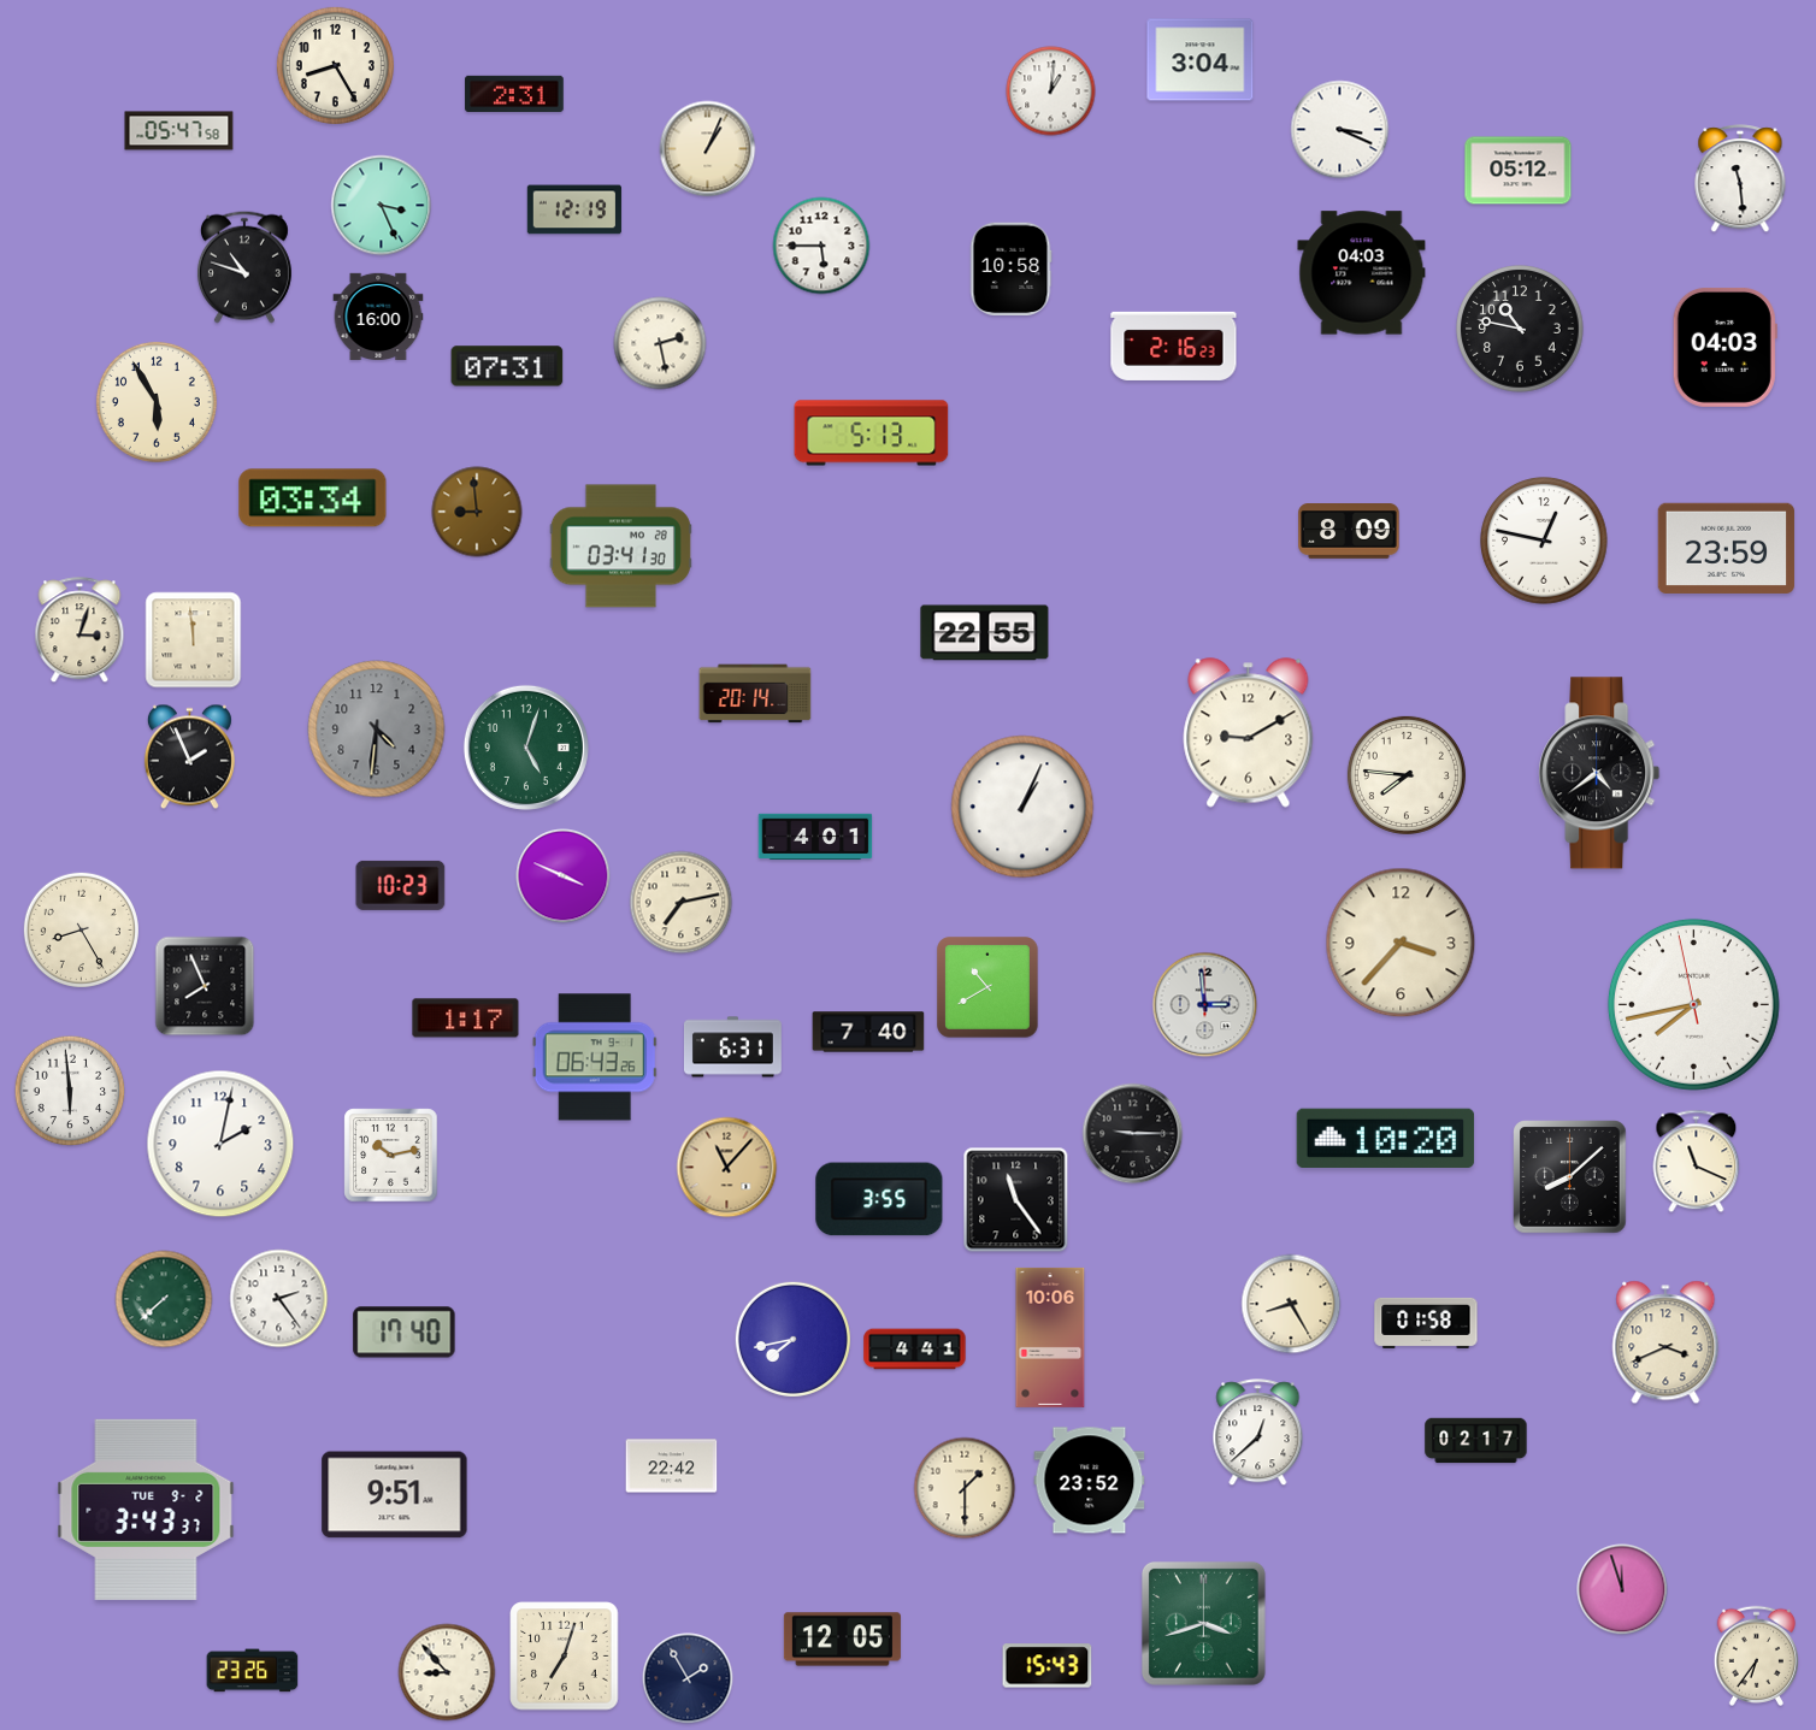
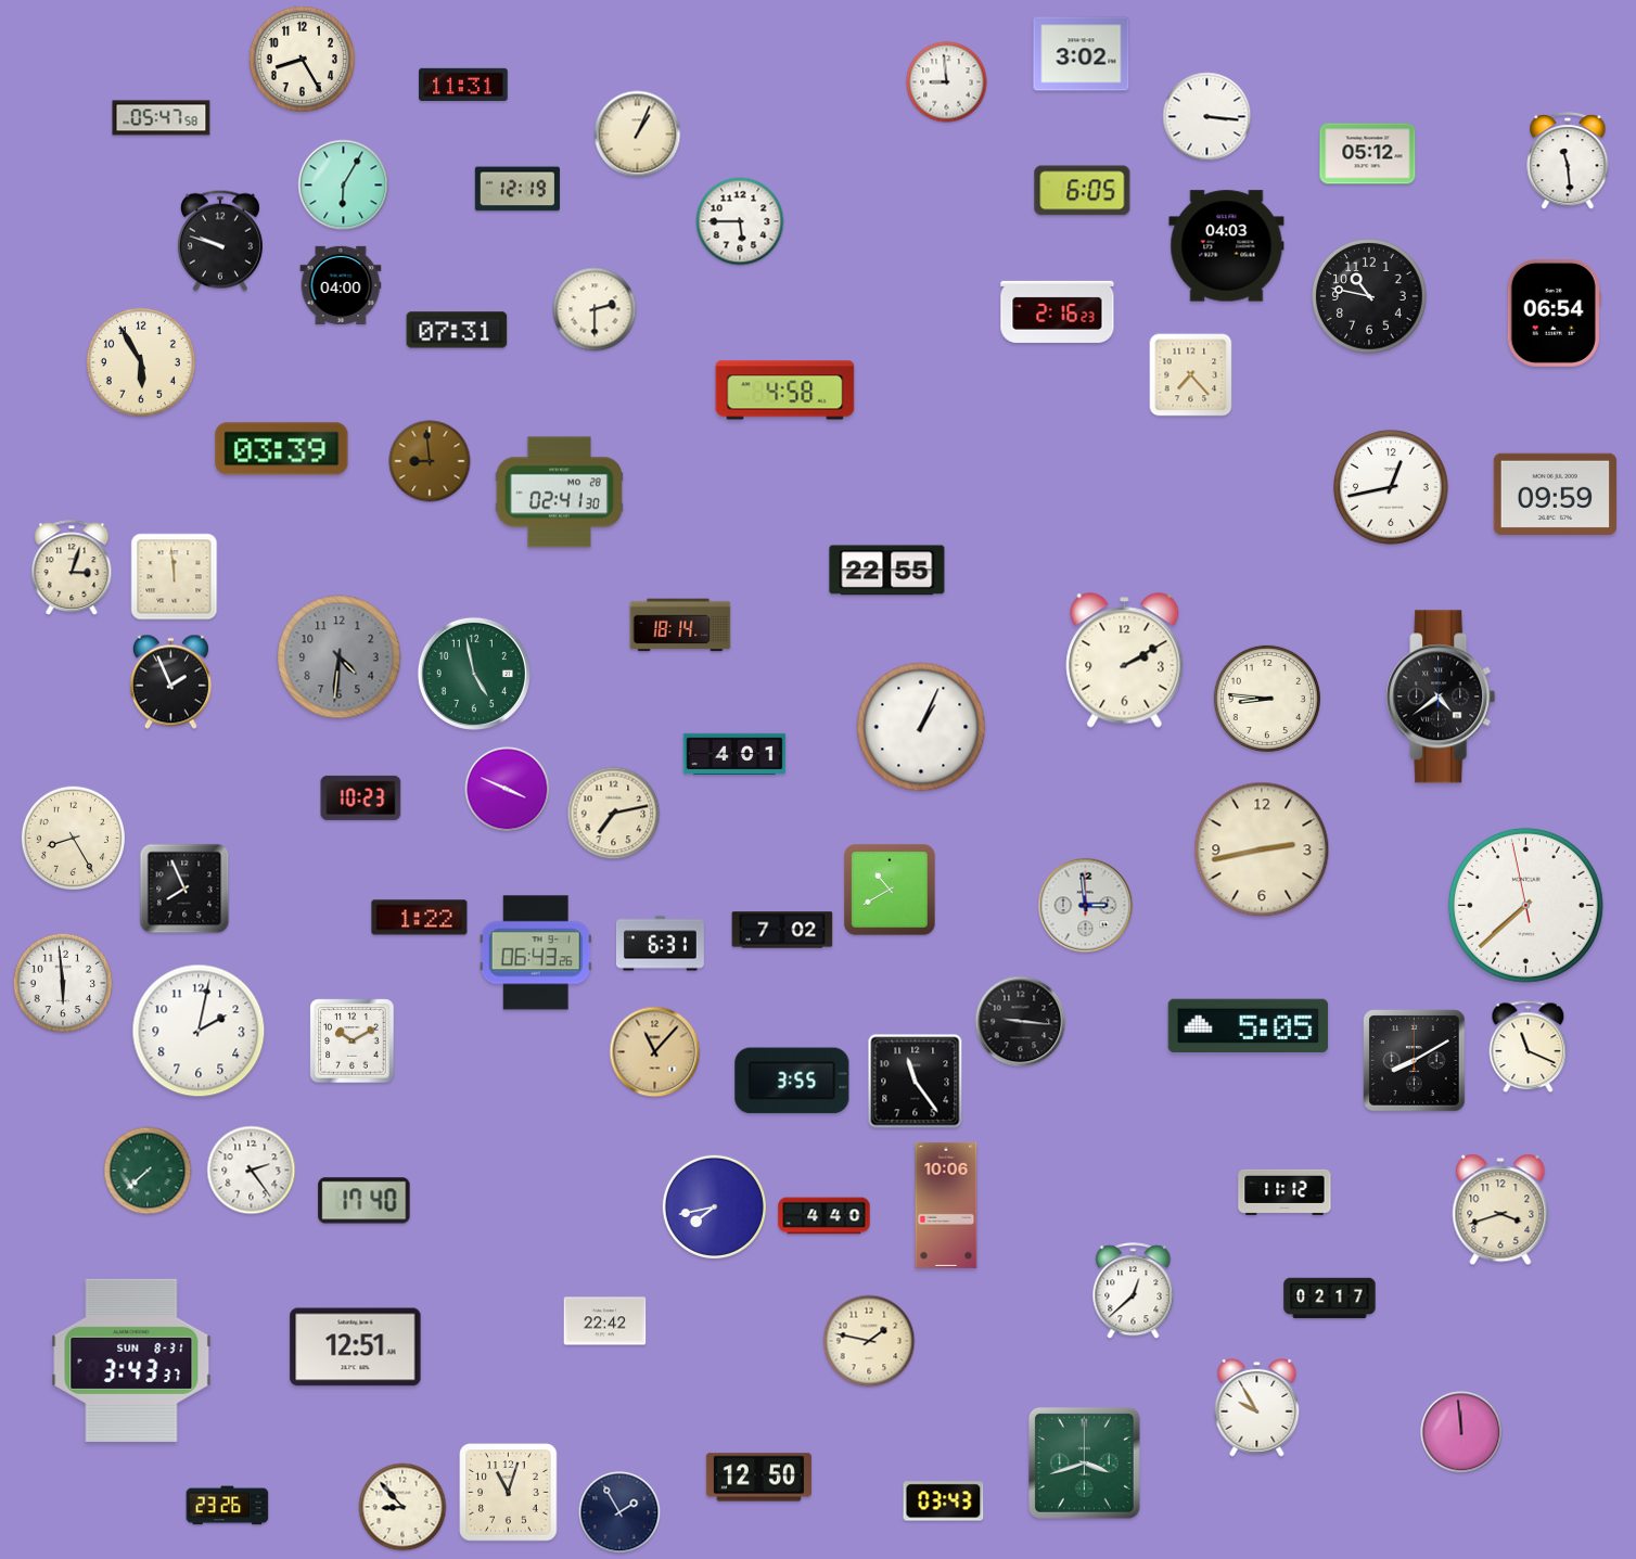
clock at (1201, 60): 3:04 -> 3:02
clock at (1051, 91): 1:01 -> 8:59
clock at (514, 93): 2:31 -> 11:31
clock at (1340, 130): 3:19 -> 3:16
clock at (382, 206): 3:26 -> 6:05
clock at (1083, 191): none -> 6:05
clock at (244, 267): 10:48 -> 9:48
clock at (1010, 270): 10:58 -> none
clock at (378, 315): 16:00 -> 04:00
clock at (660, 343): 2:28 -> 2:30
clock at (1724, 347): 04:03 -> 06:54
clock at (1191, 375): none -> 7:23
clock at (872, 433): 5:13 -> 4:58
clock at (313, 498): 03:34 -> 03:39
clock at (1349, 532): 8:09 -> none
clock at (1544, 541): 12:47 -> 12:43
clock at (620, 547): 03:41 -> 02:41
clock at (1726, 548): 23:59 -> 09:59
clock at (755, 693): 20:14 -> 18:14
clock at (1249, 733): 9:10 -> 2:10
clock at (526, 748): 5:03 -> 4:58
clock at (1407, 775): 7:46 -> 8:46
clock at (1401, 943): 3:37 -> 2:43
clock at (1693, 1004): 7:42 -> 7:37
clock at (466, 1018): 1:17 -> 1:22
clock at (868, 1032): 7:40 -> 7:02
clock at (1133, 1134): 9:15 -> 9:16
clock at (1386, 1139): 10:20 -> 5:05
clock at (391, 1156): 10:13 -> 10:10
clock at (1570, 1177): 8:08 -> 8:10
clock at (1291, 1304): 8:25 -> none
clock at (1426, 1323): 01:58 -> 11:12
clock at (1665, 1342): 3:41 -> 3:42
clock at (915, 1350): 4:41 -> 4:40
clock at (1090, 1481): 23:52 -> none
clock at (965, 1488): 1:30 -> 1:47
clock at (395, 1495): 9:51 -> 12:51
clock at (146, 1510) date: TUE 9-2 -> SUN 8-31
clock at (1257, 1407): none -> 9:55
clock at (1622, 1589): 11:57 -> 11:59
clock at (842, 1640): 12:05 -> 12:50
clock at (1756, 1655): 6:36 -> none
clock at (565, 1657): 7:03 -> 11:03
clock at (1048, 1666): 15:43 -> 03:43
